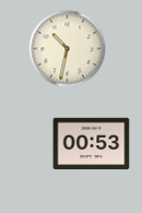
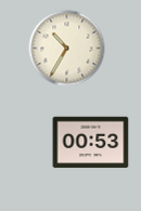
clock at (68, 49): 10:32 -> 10:35
